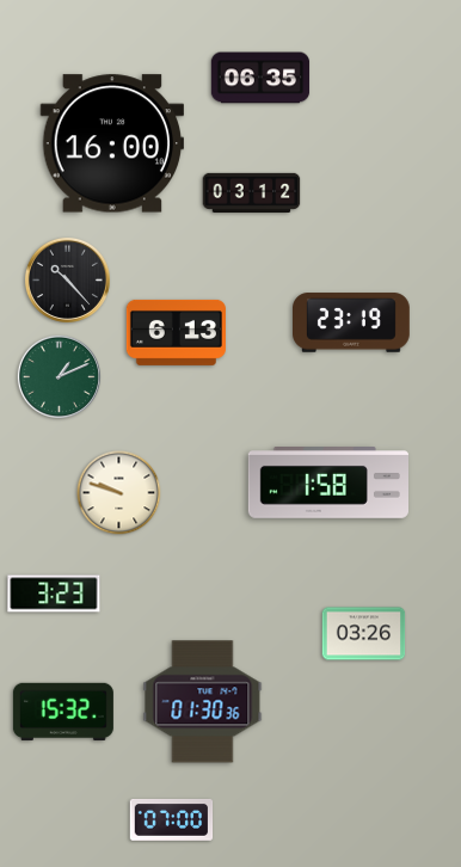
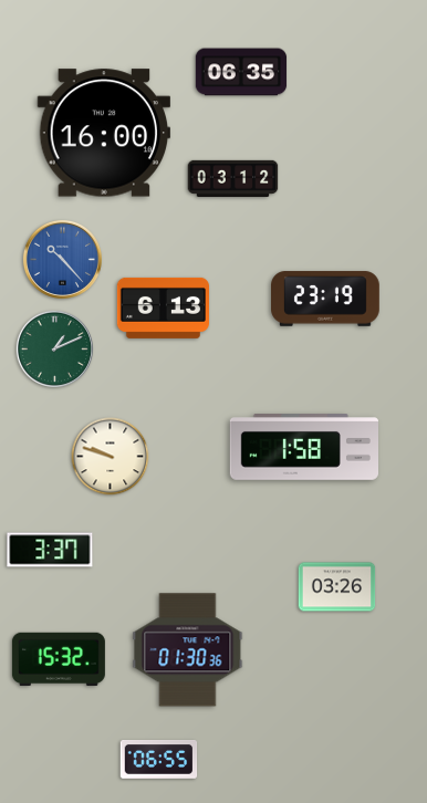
clock at (67, 279) dial: black -> blue
clock at (54, 594): 3:23 -> 3:37
clock at (172, 820): 07:00 -> 06:55
